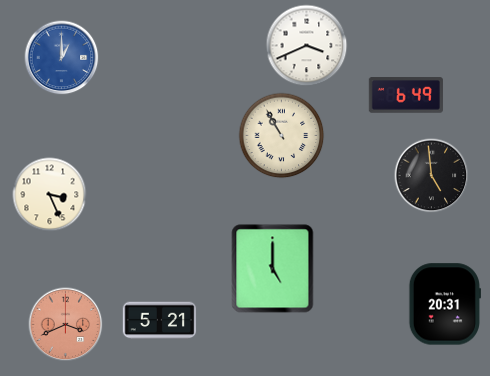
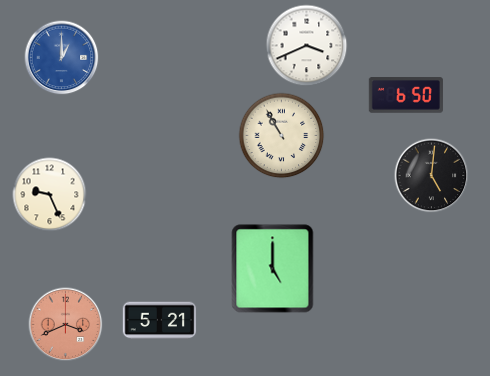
clock at (406, 95): 6:49 -> 6:50
clock at (432, 176): 4:59 -> 5:01
clock at (50, 195): 3:26 -> 9:26
clock at (445, 304): 20:31 -> none
